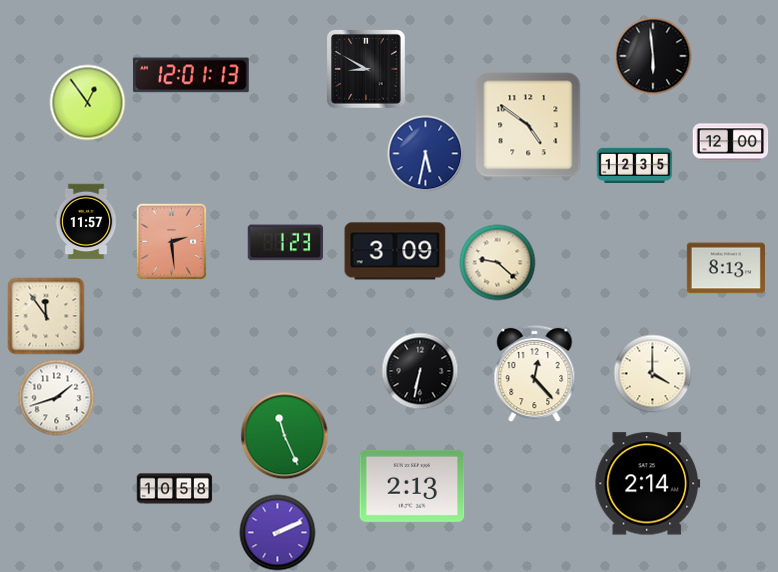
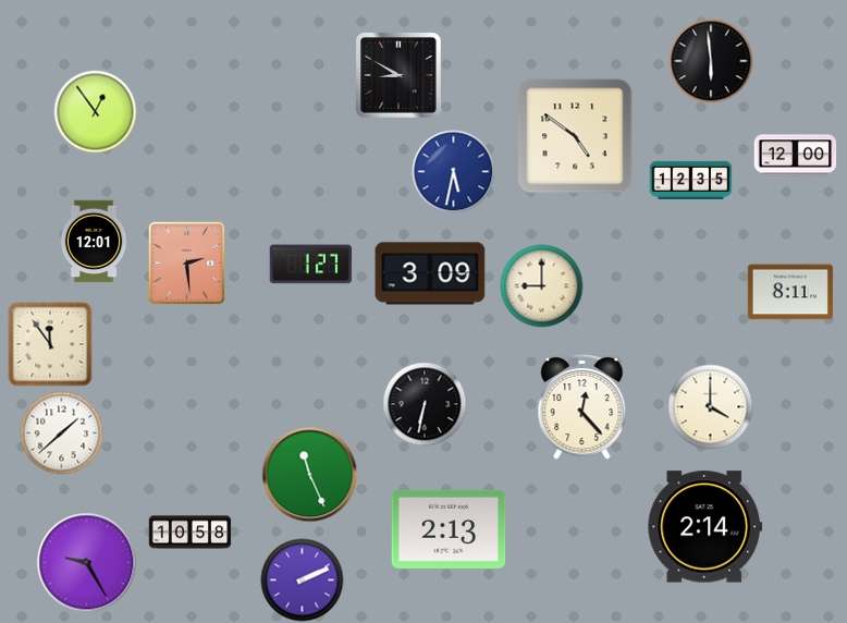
clock at (192, 75): 12:01 -> none
clock at (426, 154) position: (426, 154) -> (454, 172)
clock at (86, 222): 11:57 -> 12:01
clock at (286, 243): 1:23 -> 1:27
clock at (498, 263): 9:22 -> 9:00
clock at (726, 268): 8:13 -> 8:11
clock at (420, 371) position: (420, 371) -> (425, 404)
clock at (57, 398): 1:42 -> 1:38
clock at (87, 563): none -> 9:25
